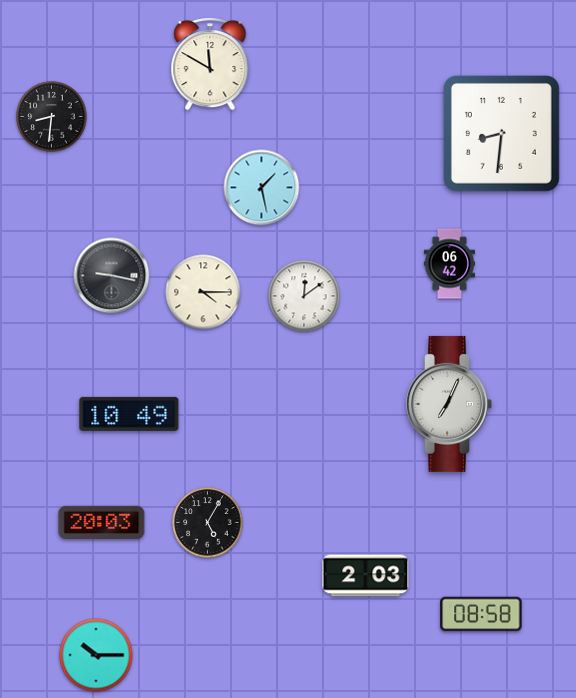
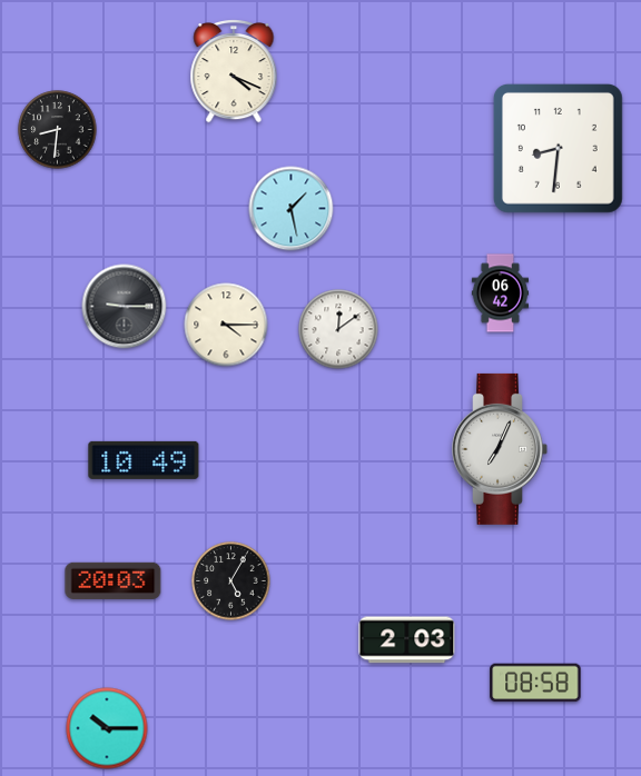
clock at (210, 65): 11:50 -> 4:19
clock at (112, 276): 9:17 -> 9:15
